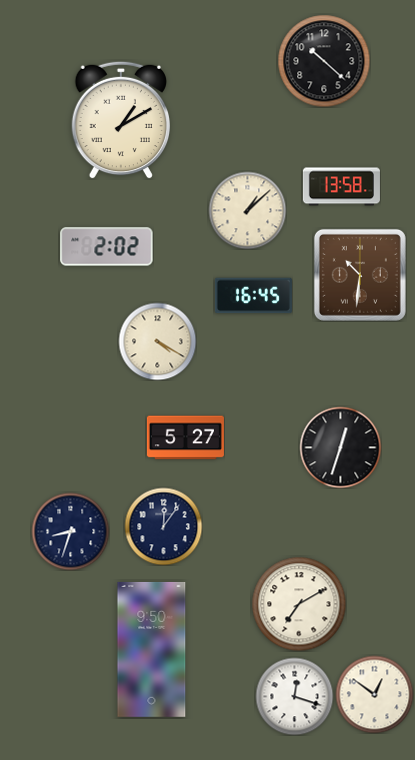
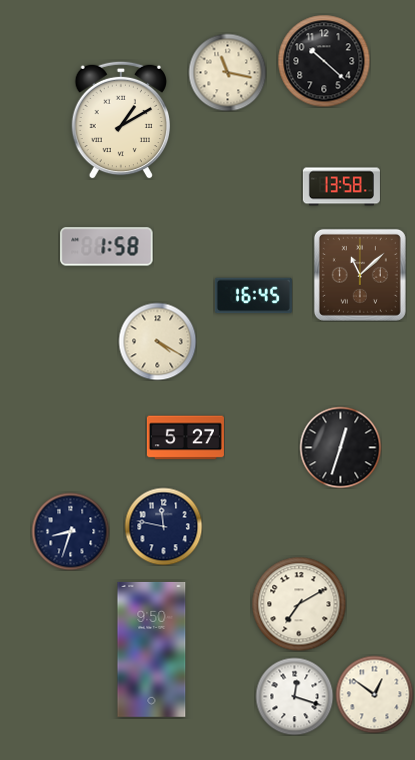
clock at (227, 72): none -> 11:17
clock at (247, 210): 1:08 -> none
clock at (107, 247): 2:02 -> 1:58
clock at (360, 275): 10:31 -> 11:08
clock at (163, 526): 12:06 -> 11:47
